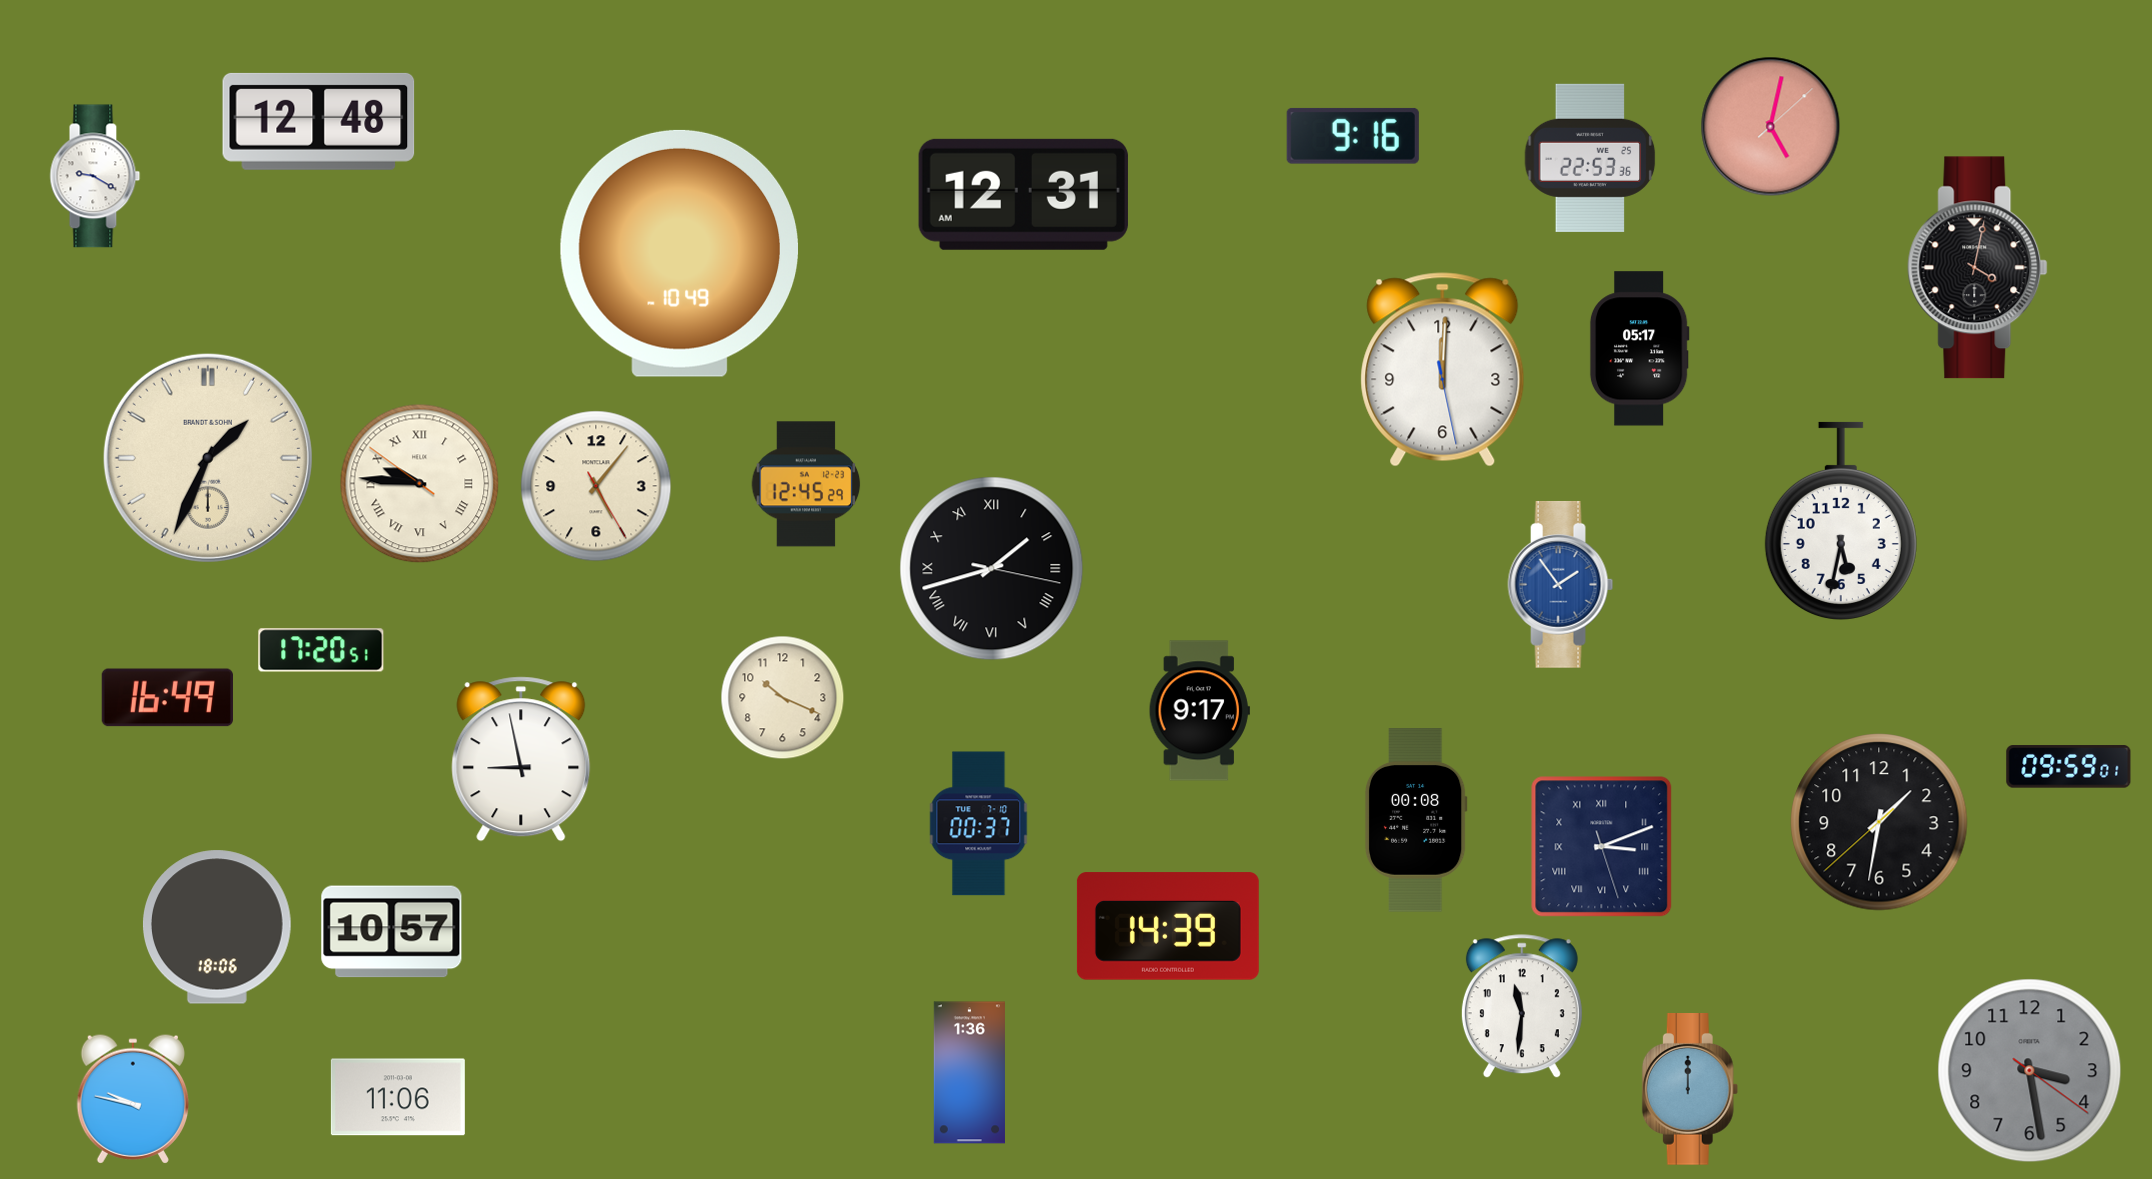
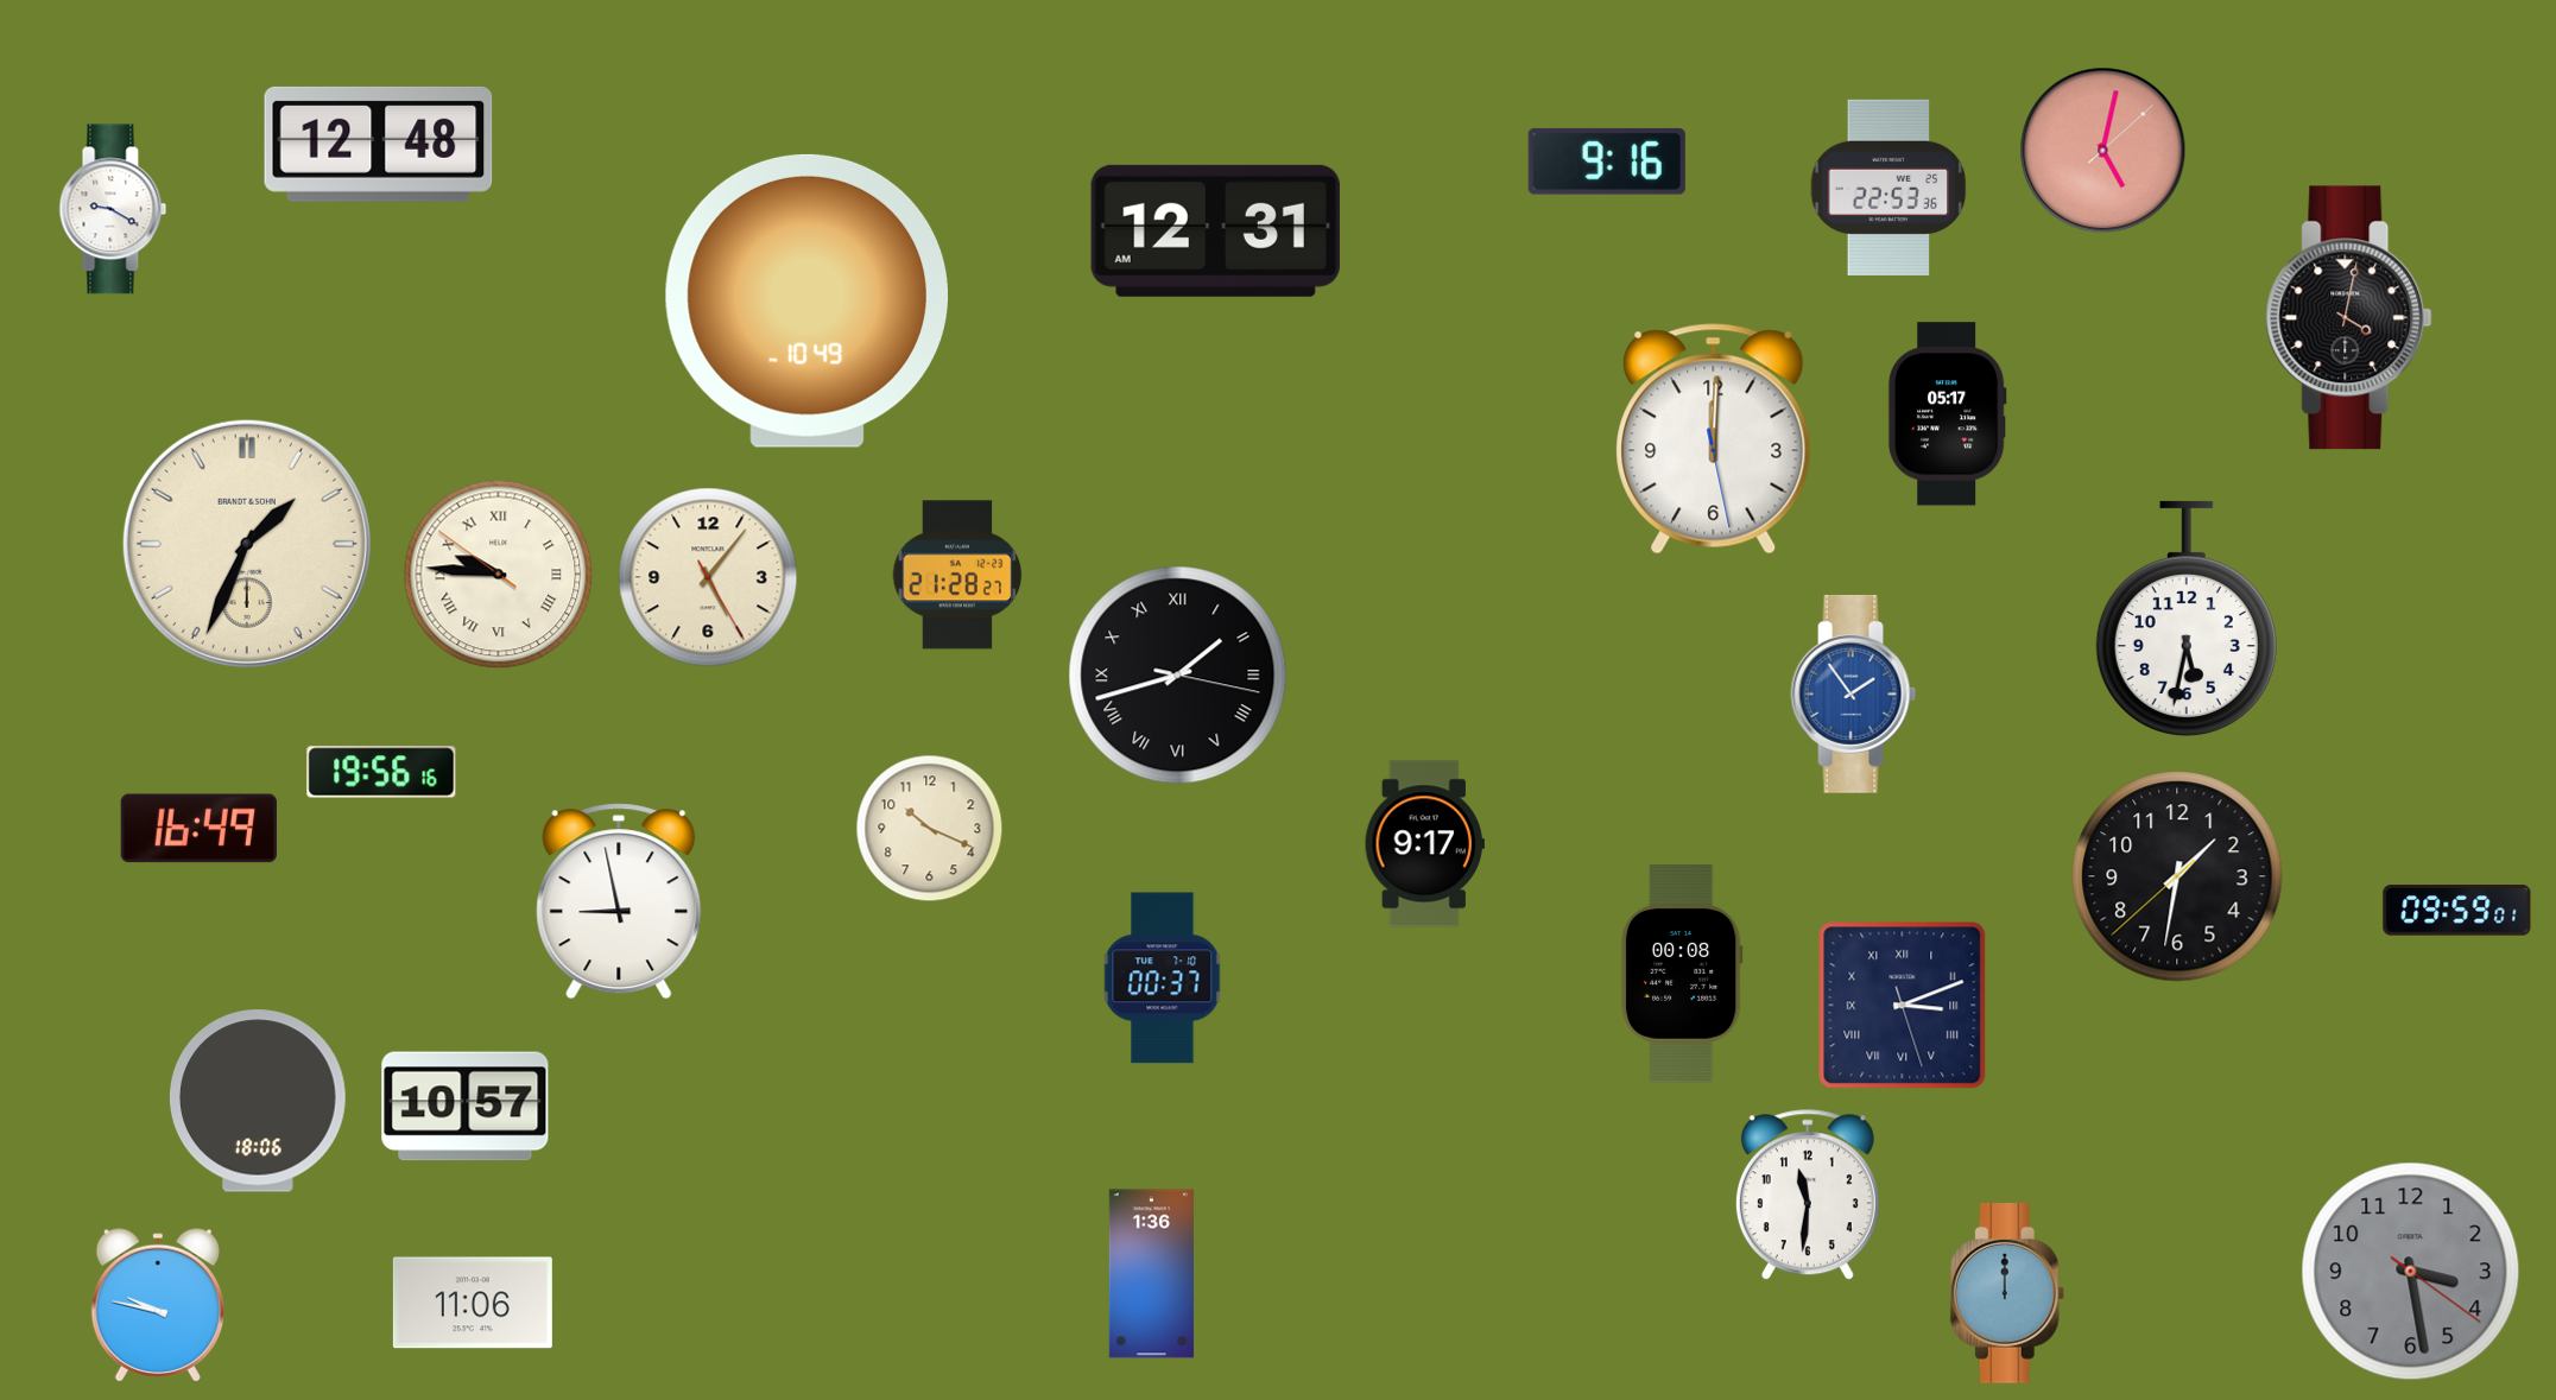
clock at (806, 484): 12:45 -> 21:28
clock at (321, 650): 17:20 -> 19:56
clock at (1879, 822) position: (1879, 822) -> (2177, 876)
clock at (1168, 926): 14:39 -> none
